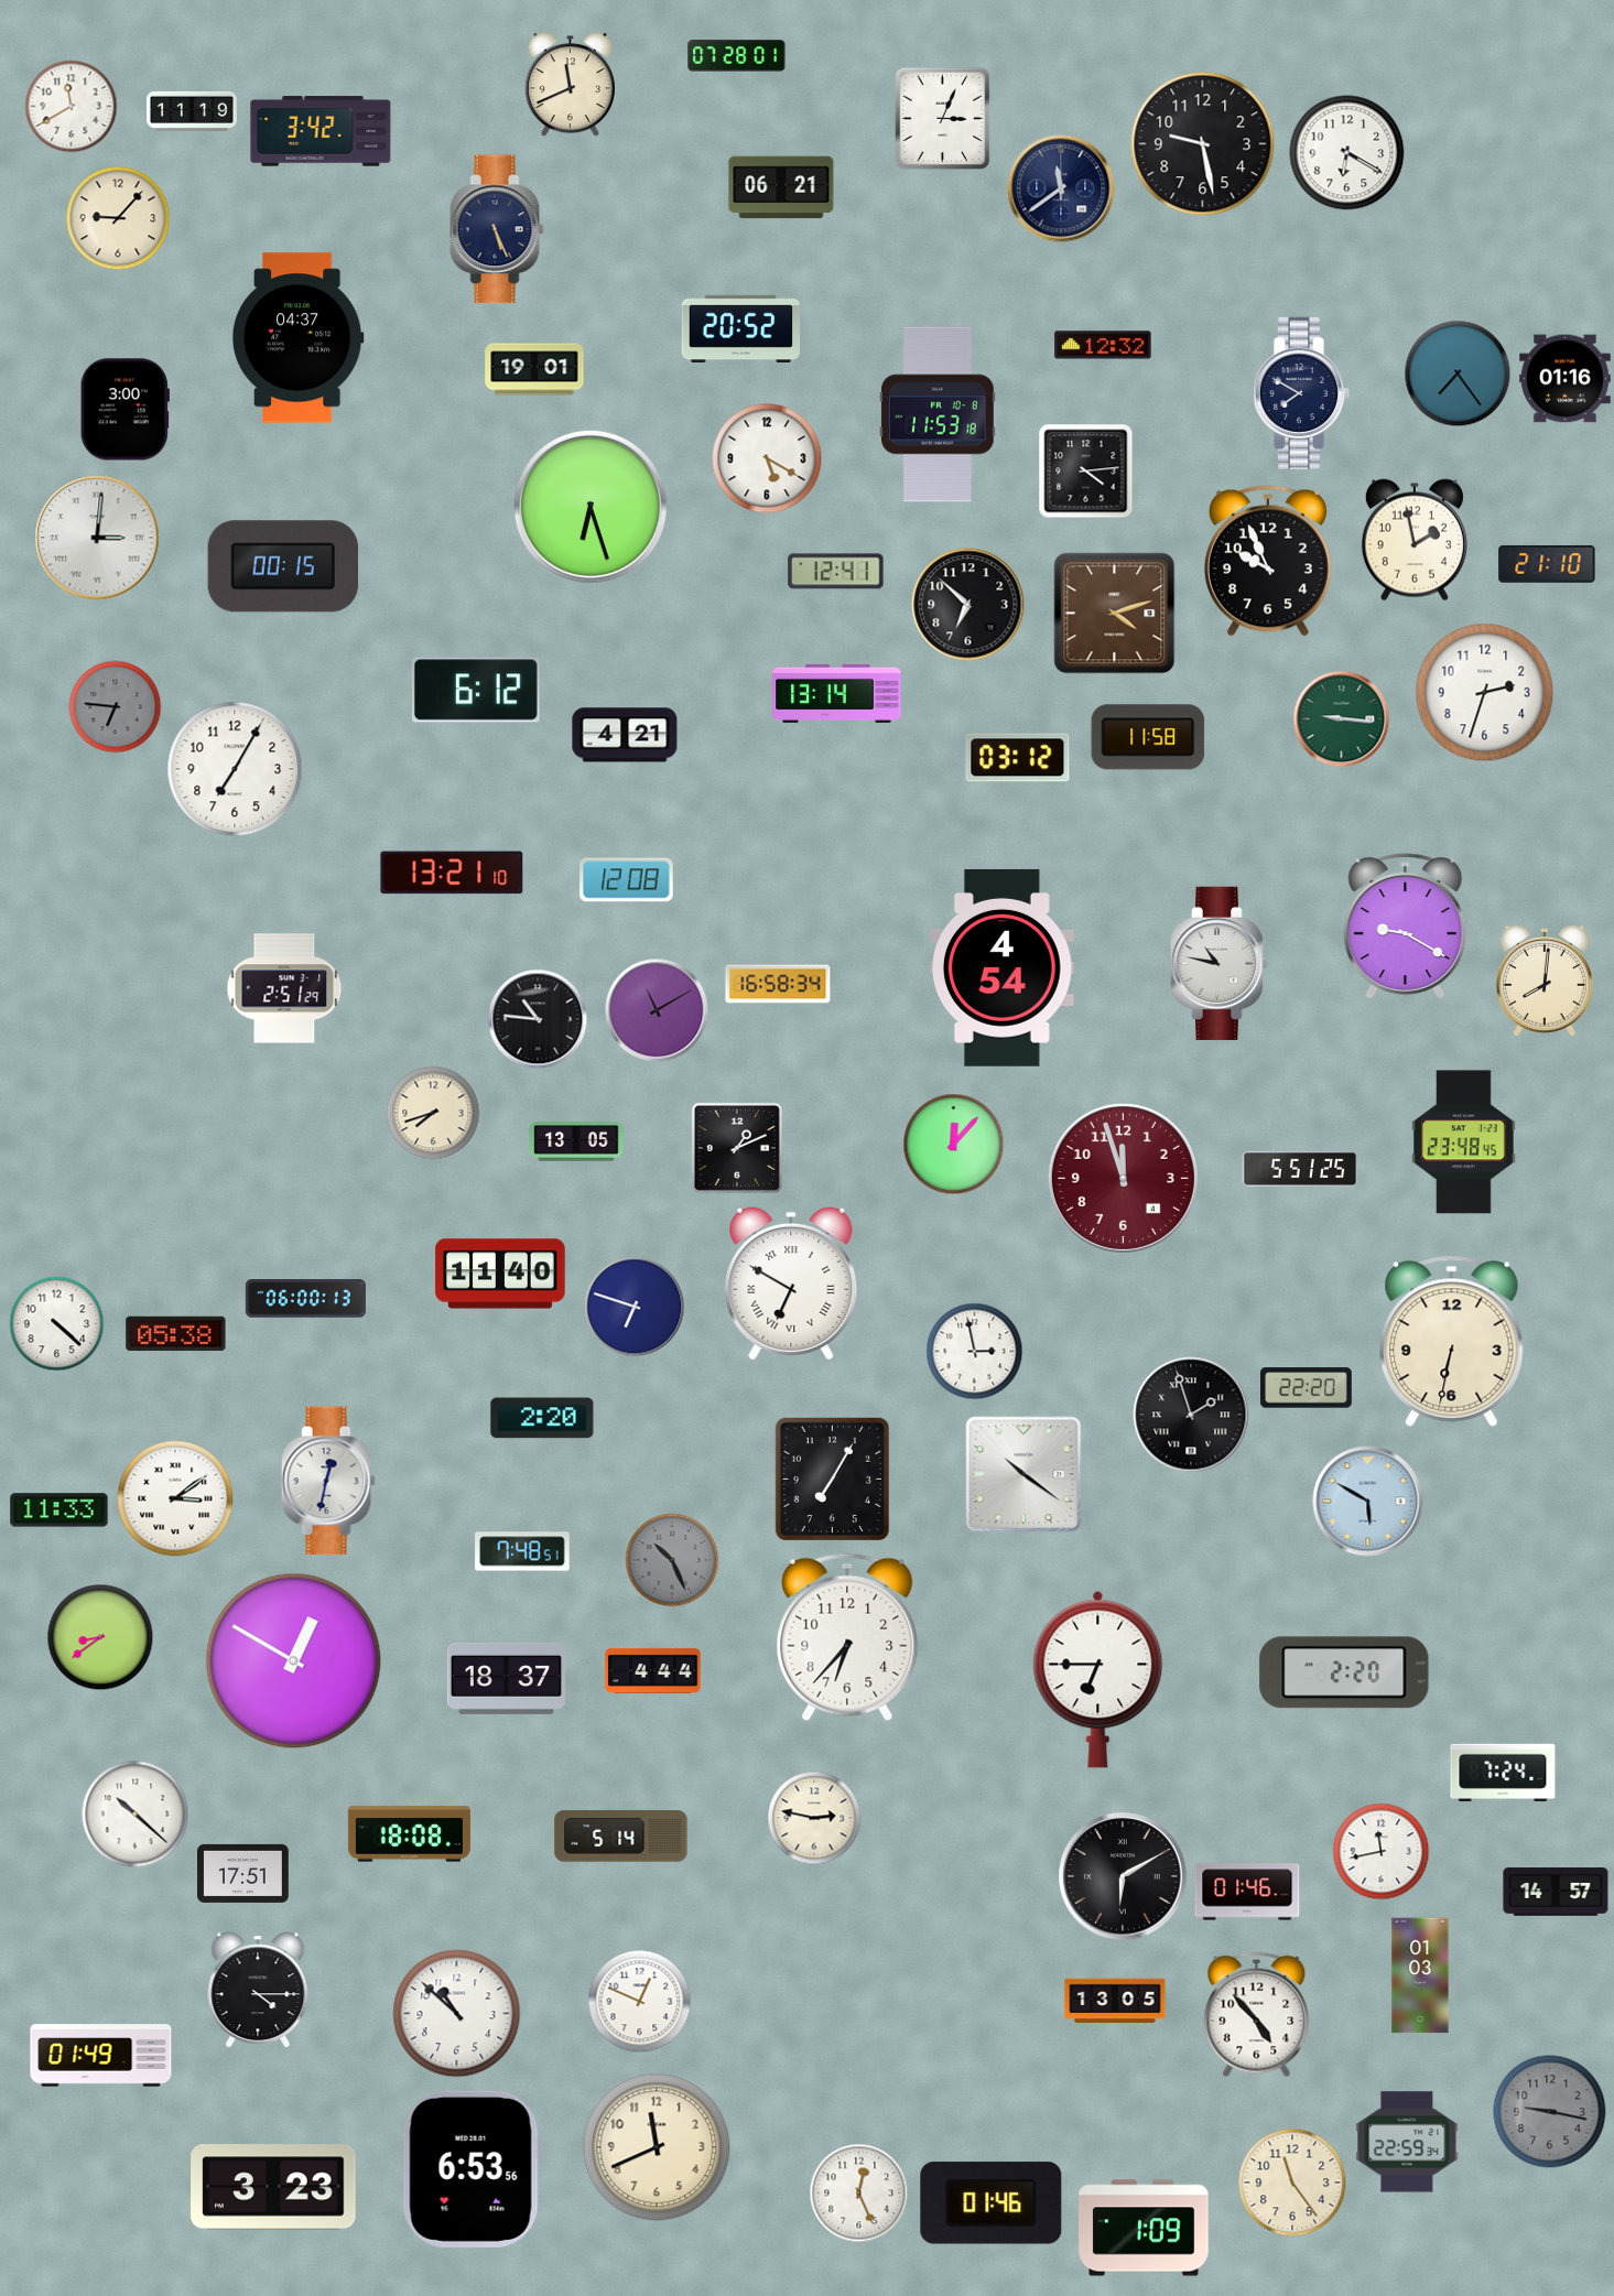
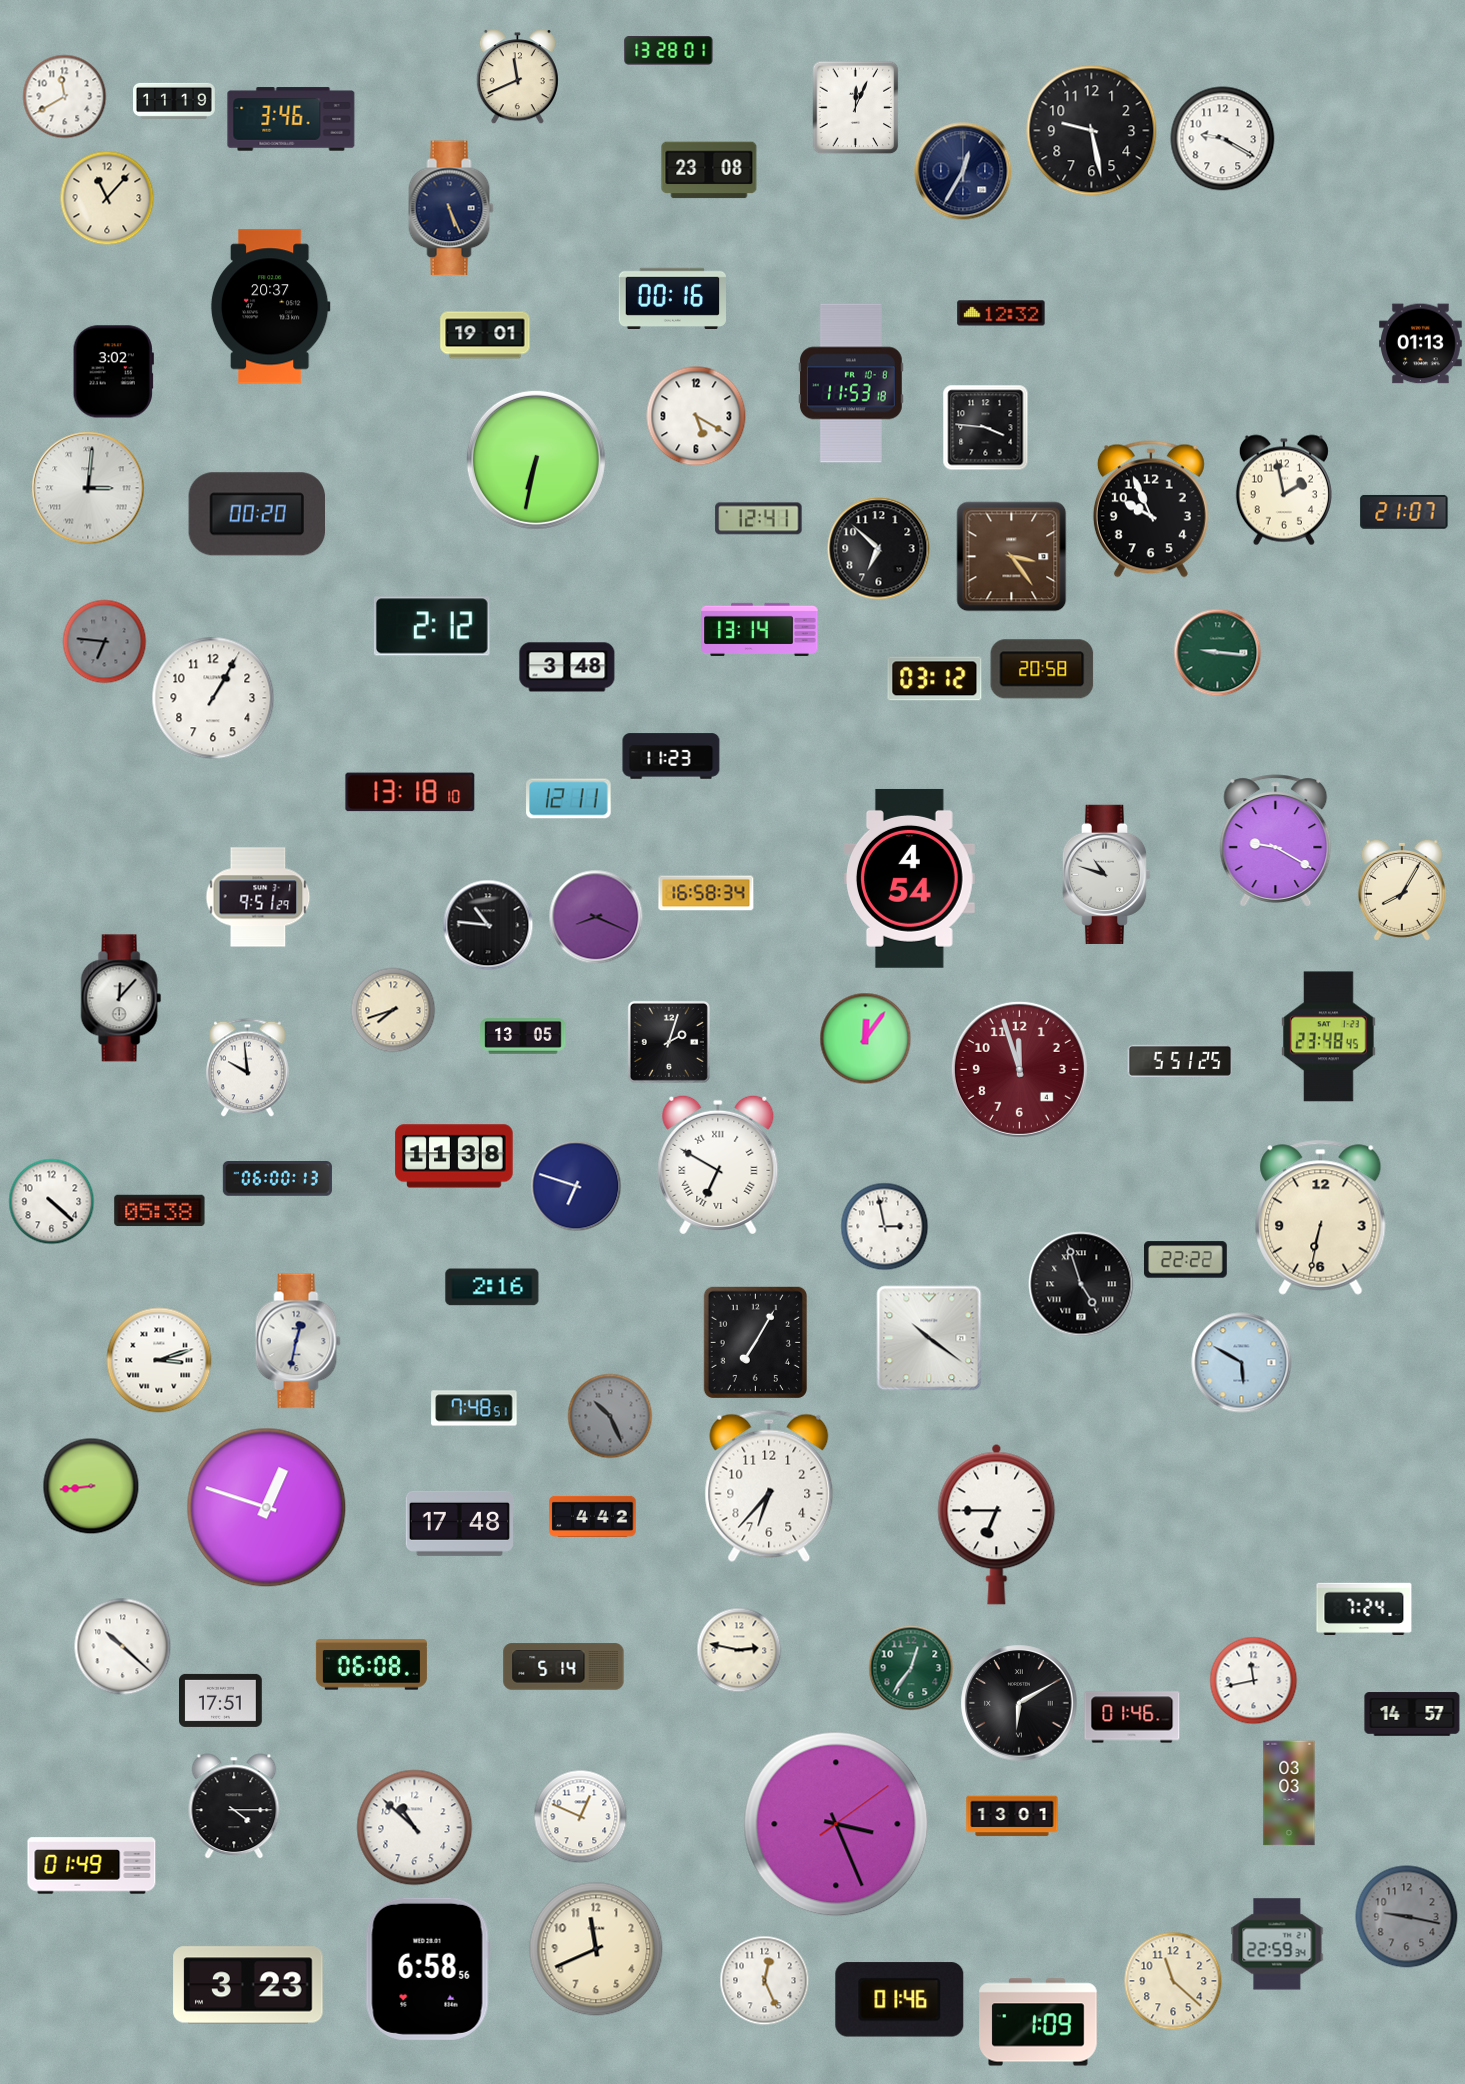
clock at (737, 56): 07:28 -> 13:28
clock at (943, 119): 3:04 -> 12:04
clock at (321, 131): 3:42 -> 3:46
clock at (1347, 153): 6:20 -> 9:20
clock at (781, 187): 06:21 -> 23:08
clock at (1061, 188): 11:39 -> 12:35
clock at (118, 218): 9:07 -> 11:07
clock at (740, 328): 20:52 -> 00:16
clock at (297, 338): 04:37 -> 20:37
clock at (1458, 373): 7:24 -> none
clock at (1566, 379): 01:16 -> 01:13
clock at (1301, 392): 7:50 -> none
clock at (124, 410): 3:00 -> 3:02
clock at (938, 414) position: (938, 414) -> (851, 383)
clock at (1086, 472): 4:14 -> 3:46
clock at (591, 507): 6:27 -> 6:32
clock at (1547, 564): 21:10 -> 21:07
clock at (282, 566): 00:15 -> 00:20
clock at (1115, 614): 4:12 -> 3:24
clock at (476, 690): 6:12 -> 2:12
clock at (1485, 693): 2:33 -> none
clock at (625, 735): 4:21 -> 3:48
clock at (1148, 737): 11:58 -> 20:58
clock at (1018, 758) position: (1018, 758) -> (935, 679)
clock at (235, 769): 7:05 -> 1:05
clock at (671, 756): none -> 11:23
clock at (452, 873): 13:21 -> 13:18
clock at (627, 880): 12:08 -> 12:11
clock at (1220, 963): 10:47 -> 10:48
clock at (1545, 981): 8:01 -> 8:05
clock at (284, 988): 2:51 -> 9:51
clock at (657, 1010): 11:10 -> 8:19
clock at (121, 998): none -> 12:07
clock at (954, 1145): 12:07 -> 12:06
clock at (737, 1148): 1:11 -> 2:03
clock at (248, 1068): none -> 9:59
clock at (500, 1274): 11:40 -> 11:38
clock at (1452, 1341) position: (1452, 1341) -> (1321, 1217)
clock at (1307, 1388): 22:20 -> 22:22
clock at (1191, 1415): 1:57 -> 4:57
clock at (542, 1418): 2:20 -> 2:16
clock at (328, 1481) position: (328, 1481) -> (298, 1341)
clock at (175, 1498): 3:09 -> 3:12
clock at (59, 1510): 11:33 -> none
clock at (100, 1637): 8:39 -> 8:44
clock at (294, 1661): 12:50 -> 12:48
clock at (653, 1670): 4:44 -> 4:42
clock at (1344, 1672): 2:20 -> none
clock at (507, 1678): 18:37 -> 17:48
clock at (409, 1834): 18:08 -> 06:08
clock at (911, 1668): none -> 12:36
clock at (1556, 1892) position: (1556, 1892) -> (1412, 1714)
clock at (1420, 1975): 01:03 -> 03:03
clock at (1115, 2001): 13:05 -> 13:01
clock at (836, 1824): none -> 3:26
clock at (1257, 2015): 4:53 -> none
clock at (472, 2169): 6:53 -> 6:58
clock at (1292, 2183): 11:24 -> 11:22
clock at (859, 2194) position: (859, 2194) -> (765, 1981)
